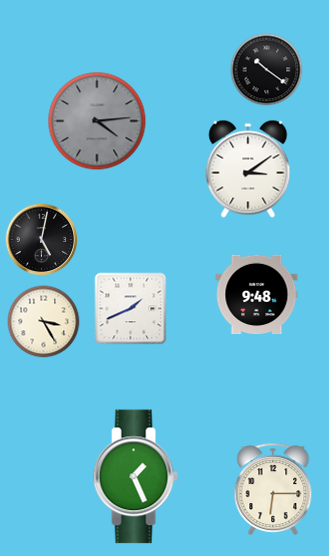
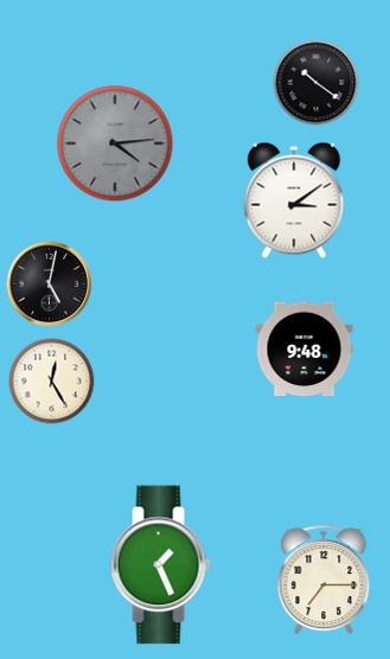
clock at (131, 309): 1:41 -> none
clock at (44, 322): 3:25 -> 12:25
clock at (273, 489): 6:15 -> 7:15
